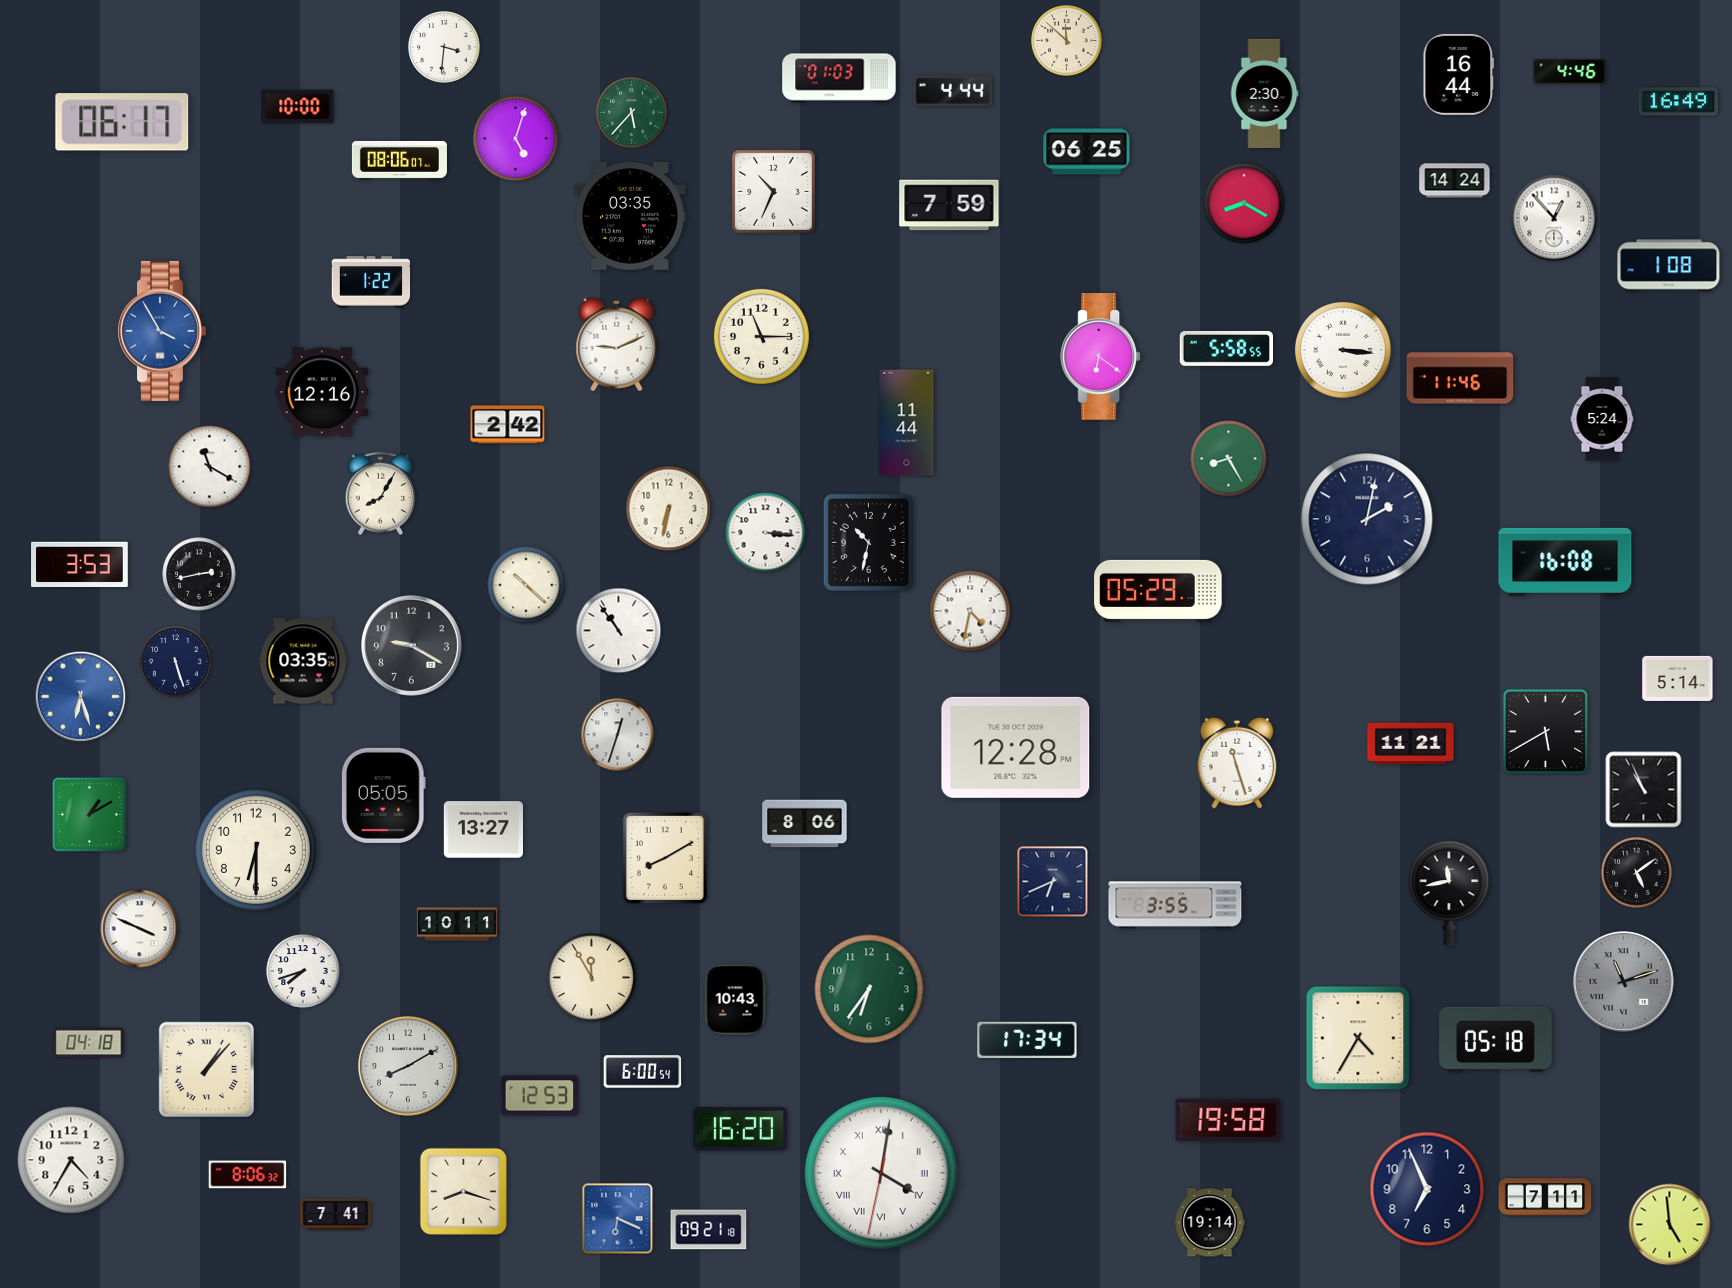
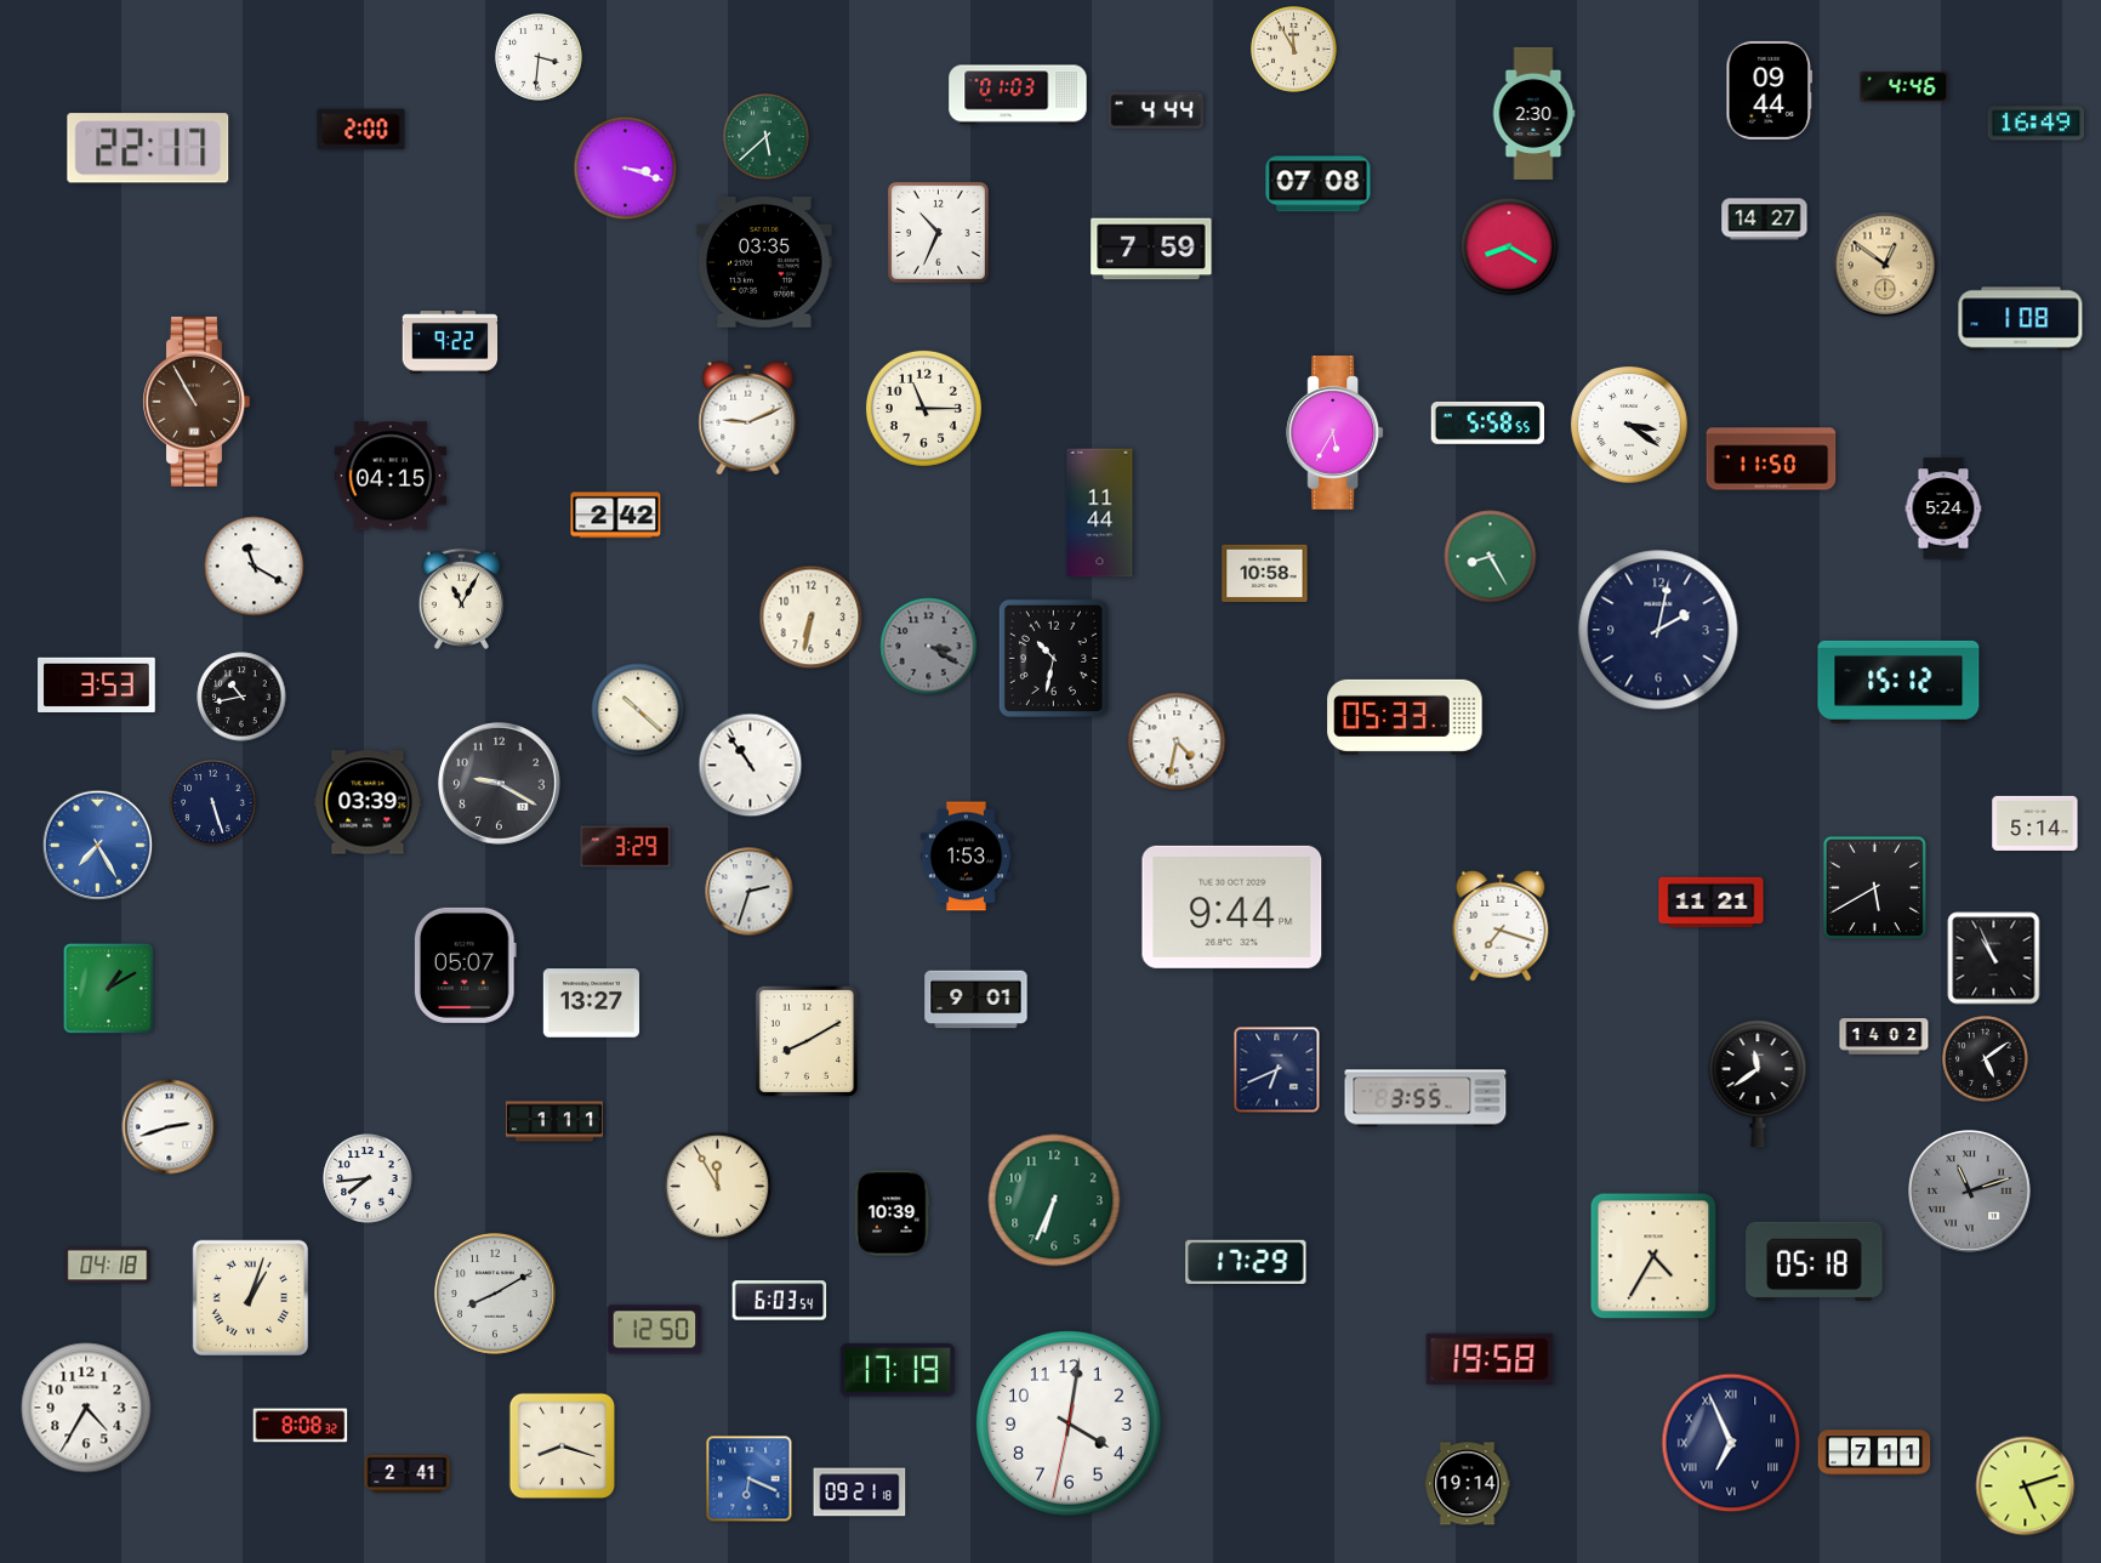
clock at (1067, 41): 11:52 -> 11:55
clock at (1459, 74): 16:44 -> 09:44
clock at (298, 107): 10:00 -> 2:00
clock at (632, 113): 5:37 -> 5:38
clock at (122, 122): 06:17 -> 22:17
clock at (516, 139): 5:03 -> 3:18
clock at (1087, 152): 06:25 -> 07:08
clock at (399, 160): 08:06 -> none
clock at (1455, 181): 14:24 -> 14:27
clock at (1554, 218): 12:53 -> 12:51
clock at (1554, 218) dial: white -> champagne
clock at (1669, 266) position: (1669, 266) -> (2021, 319)
clock at (371, 282): 1:22 -> 9:22
clock at (162, 331): 3:55 -> 10:55
clock at (162, 331) dial: blue -> brown
clock at (1343, 350): 3:16 -> 3:21
clock at (1101, 357): 6:21 -> 5:35
clock at (1460, 378): 11:46 -> 11:50
clock at (322, 392): 12:16 -> 04:15
clock at (1265, 574): none -> 10:58
clock at (380, 493): 8:05 -> 11:05
clock at (766, 533): 3:16 -> 3:20
clock at (766, 533) dial: white -> grey
clock at (1565, 562): 16:08 -> 15:12
clock at (199, 574): 2:43 -> 10:43
clock at (1158, 591): 05:29 -> 05:33
clock at (303, 661): 03:35 -> 03:39
clock at (81, 697): 6:27 -> 7:25
clock at (626, 847): none -> 3:29
clock at (966, 857): none -> 1:53
clock at (618, 735): 12:33 -> 2:33
clock at (1016, 747): 12:28 -> 9:44
clock at (1237, 763): 11:27 -> 7:18
clock at (383, 795): 05:05 -> 05:07
clock at (805, 824): 8:06 -> 9:01
clock at (483, 830) position: (483, 830) -> (591, 1004)
clock at (256, 850): 6:30 -> none
clock at (1884, 1036): none -> 14:02
clock at (1449, 893): 11:43 -> 11:39
clock at (457, 924): 10:11 -> 1:11
clock at (140, 929): 3:49 -> 2:42
clock at (303, 971): 7:42 -> 7:44
clock at (869, 989): 6:36 -> 6:34
clock at (735, 1000): 10:43 -> 10:39
clock at (1358, 1038) position: (1358, 1038) -> (1653, 1256)
clock at (1027, 1039): 17:34 -> 17:29
clock at (206, 1069): 1:07 -> 1:03
clock at (643, 1072): 6:00 -> 6:03
clock at (540, 1096): 12:53 -> 12:50
clock at (740, 1129): 16:20 -> 17:19
clock at (882, 1174) numerals: Roman -> Arabic
clock at (248, 1175): 8:06 -> 8:08
clock at (1427, 1189) numerals: Arabic -> Roman
clock at (336, 1214): 7:41 -> 2:41
clock at (1670, 1225): 4:59 -> 5:12
